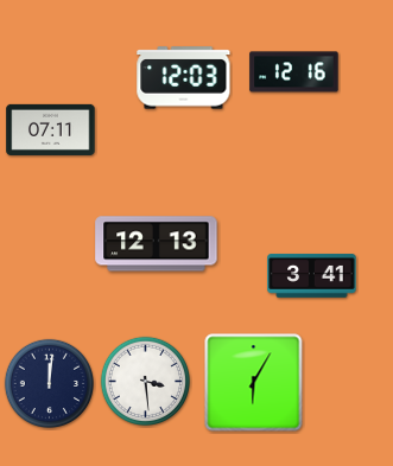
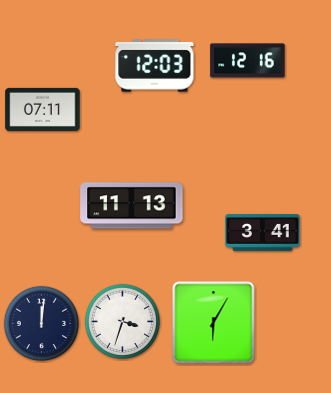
clock at (157, 244): 12:13 -> 11:13
clock at (146, 382): 3:29 -> 3:33
